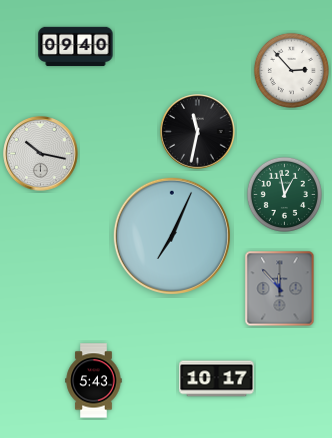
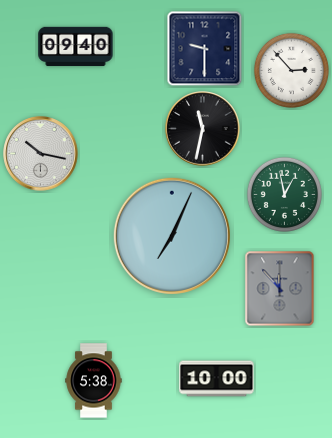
clock at (205, 49): none -> 9:30
clock at (198, 132) position: (198, 132) -> (203, 129)
clock at (217, 379): 10:17 -> 10:00
clock at (94, 381): 5:43 -> 5:38
